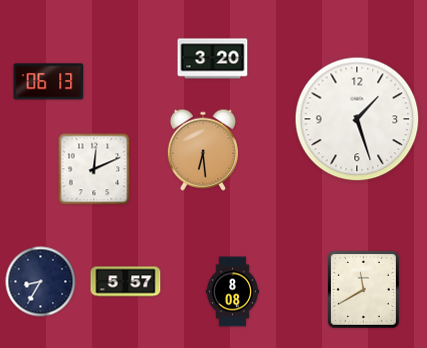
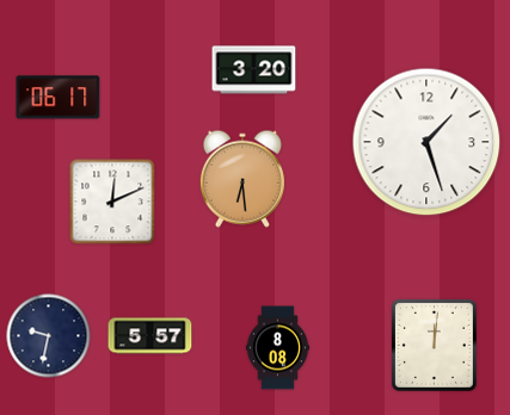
clock at (49, 82): 06:13 -> 06:17
clock at (41, 282): 8:35 -> 9:32
clock at (363, 289): 11:40 -> 12:01
